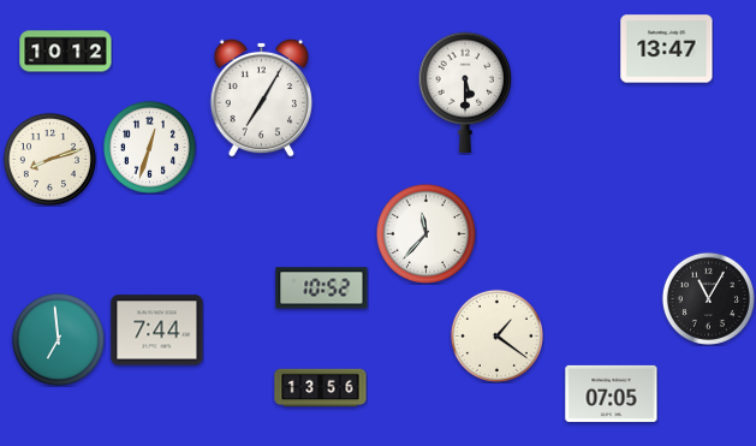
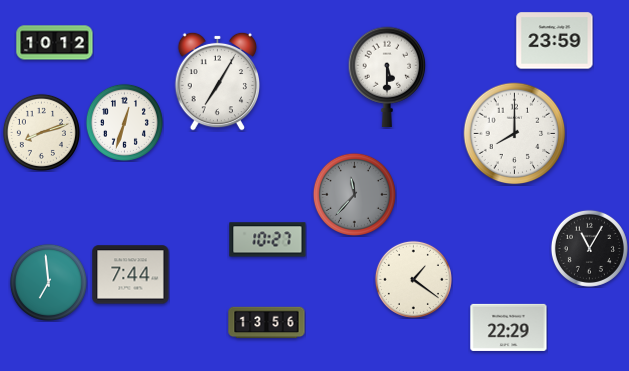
clock at (667, 49): 13:47 -> 23:59
clock at (515, 134): none -> 8:00
clock at (425, 233) dial: white -> grey
clock at (322, 289): 10:52 -> 10:27
clock at (612, 393): 07:05 -> 22:29
